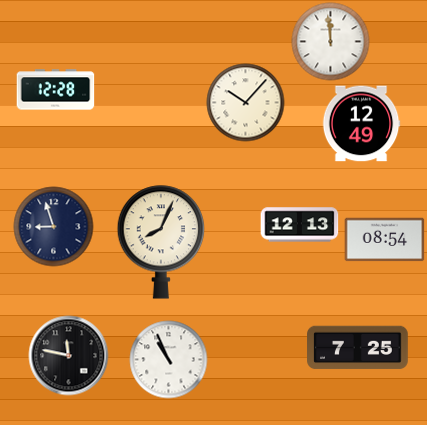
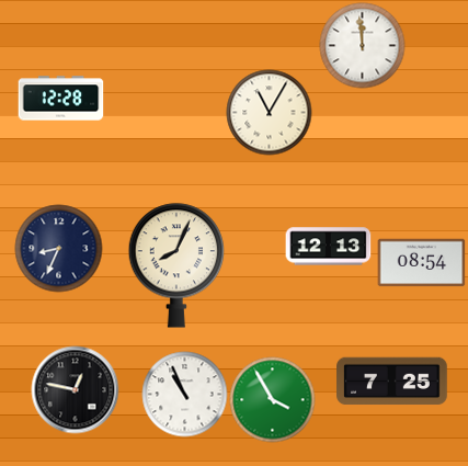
clock at (245, 102): 10:07 -> 11:05
clock at (361, 124): 12:49 -> none
clock at (53, 226): 8:57 -> 8:34
clock at (68, 355): 11:47 -> 12:47
clock at (272, 399): none -> 3:55
